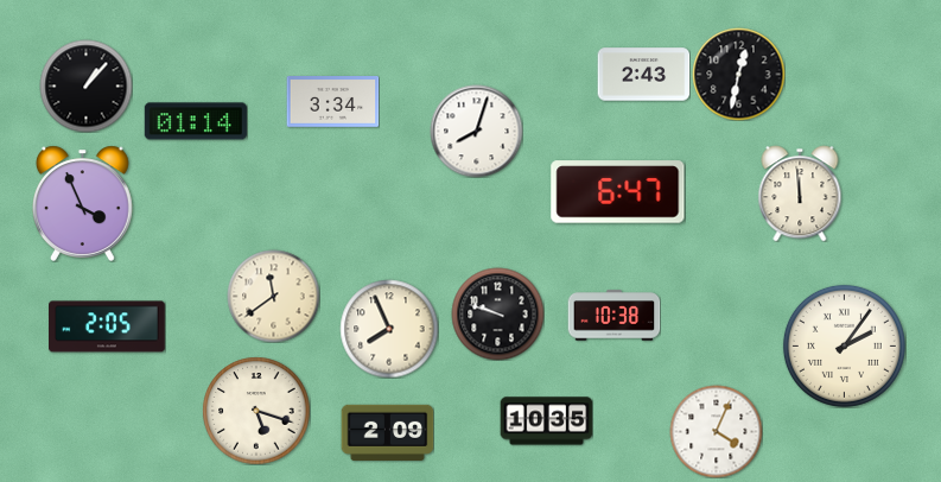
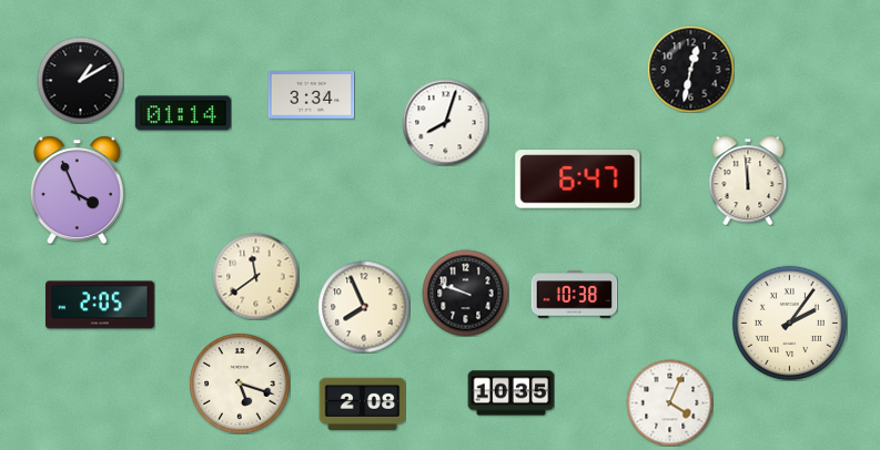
clock at (643, 75): 2:43 -> none
clock at (85, 85): 1:07 -> 1:10
clock at (387, 432): 2:09 -> 2:08
